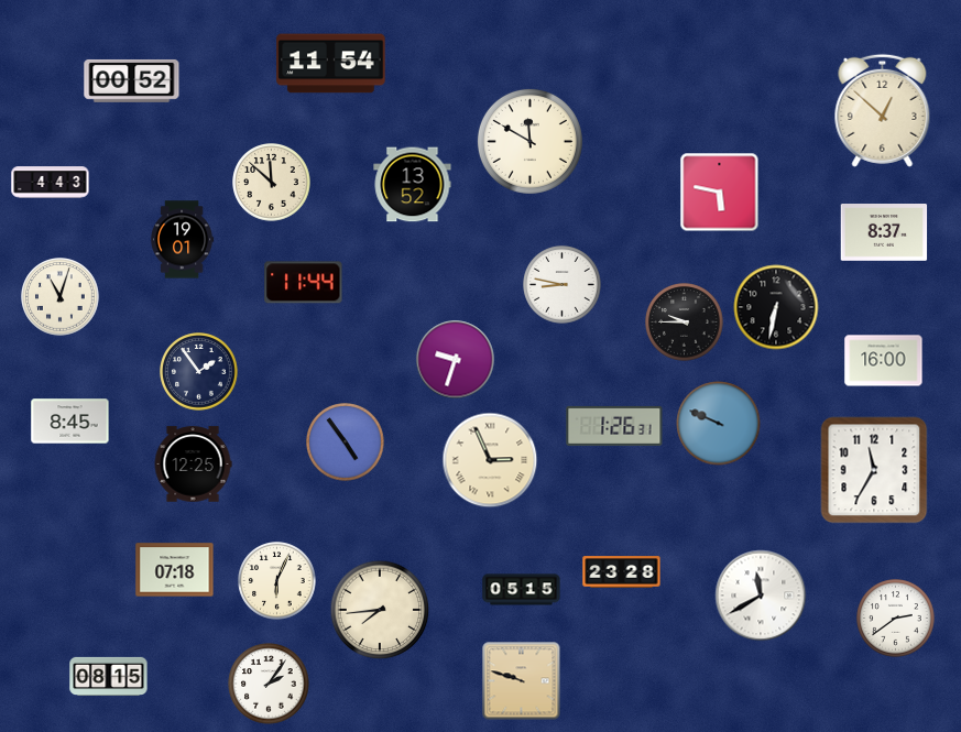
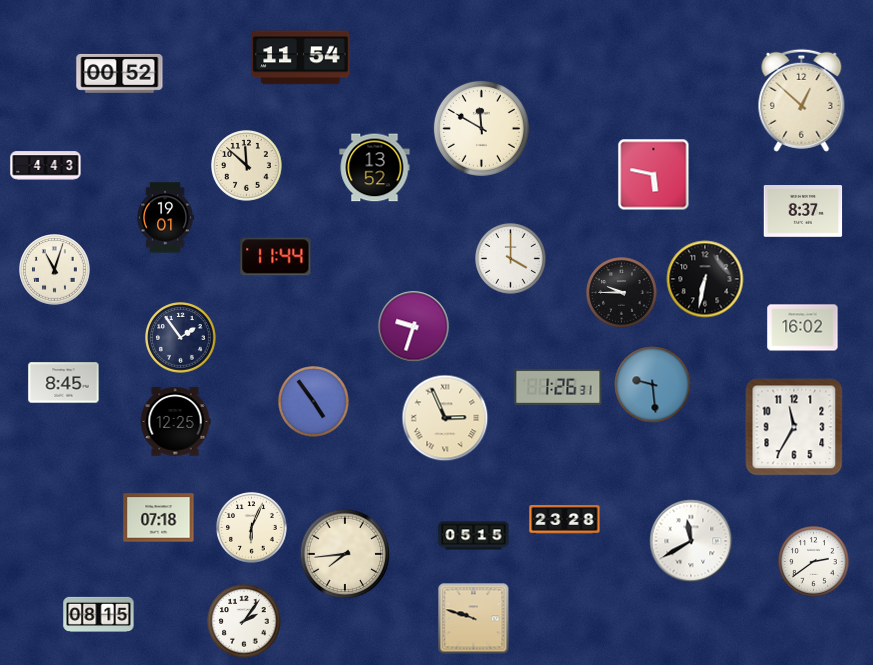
clock at (563, 285): 8:47 -> 4:00
clock at (884, 361): 16:00 -> 16:02
clock at (719, 424): 9:49 -> 9:29
